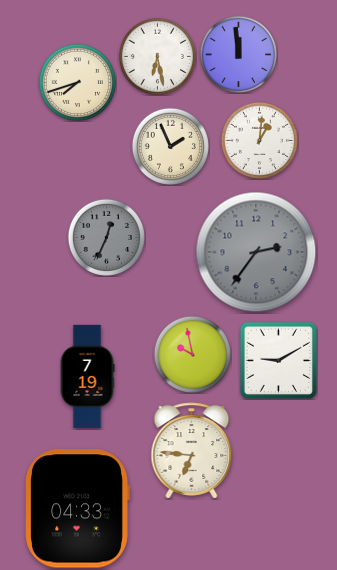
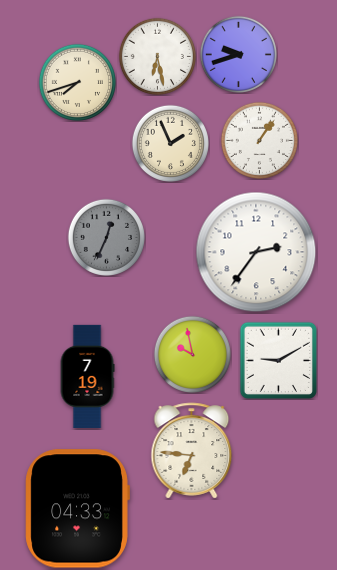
clock at (238, 54): 11:59 -> 9:42
clock at (259, 140): 1:01 -> 1:06
clock at (170, 146) position: (170, 146) -> (170, 143)
clock at (256, 252) dial: grey -> white
